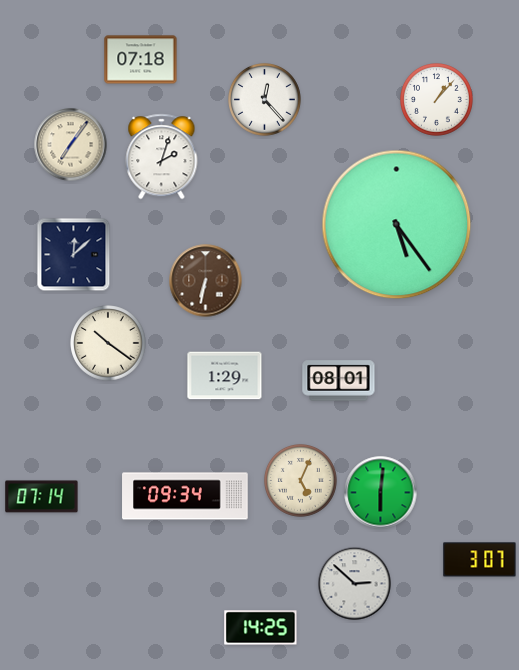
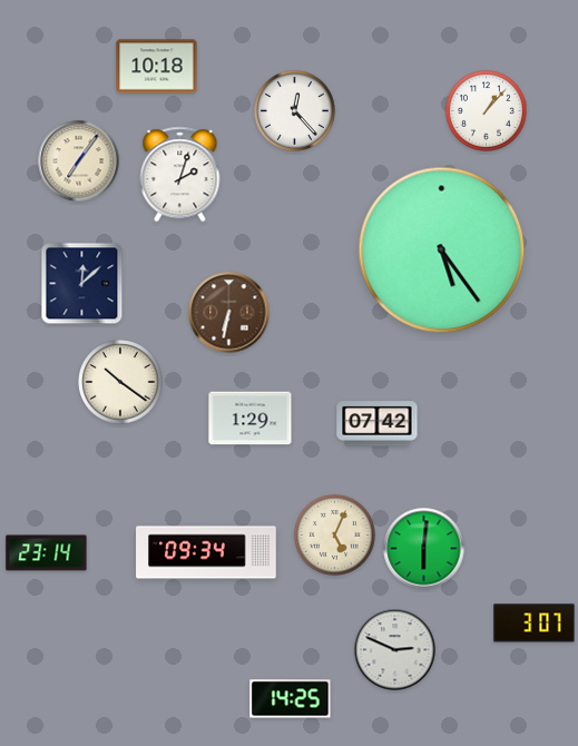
clock at (141, 60): 07:18 -> 10:18
clock at (339, 381): 08:01 -> 07:42
clock at (42, 497): 07:14 -> 23:14
clock at (355, 584): 2:52 -> 2:49
